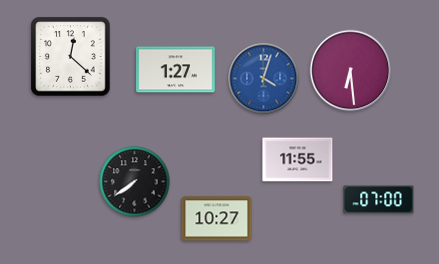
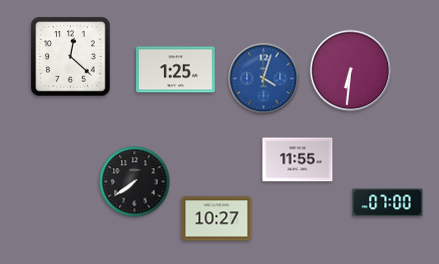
clock at (176, 70): 1:27 -> 1:25
clock at (351, 71): 6:29 -> 6:31
clock at (379, 200) position: (379, 200) -> (388, 203)
